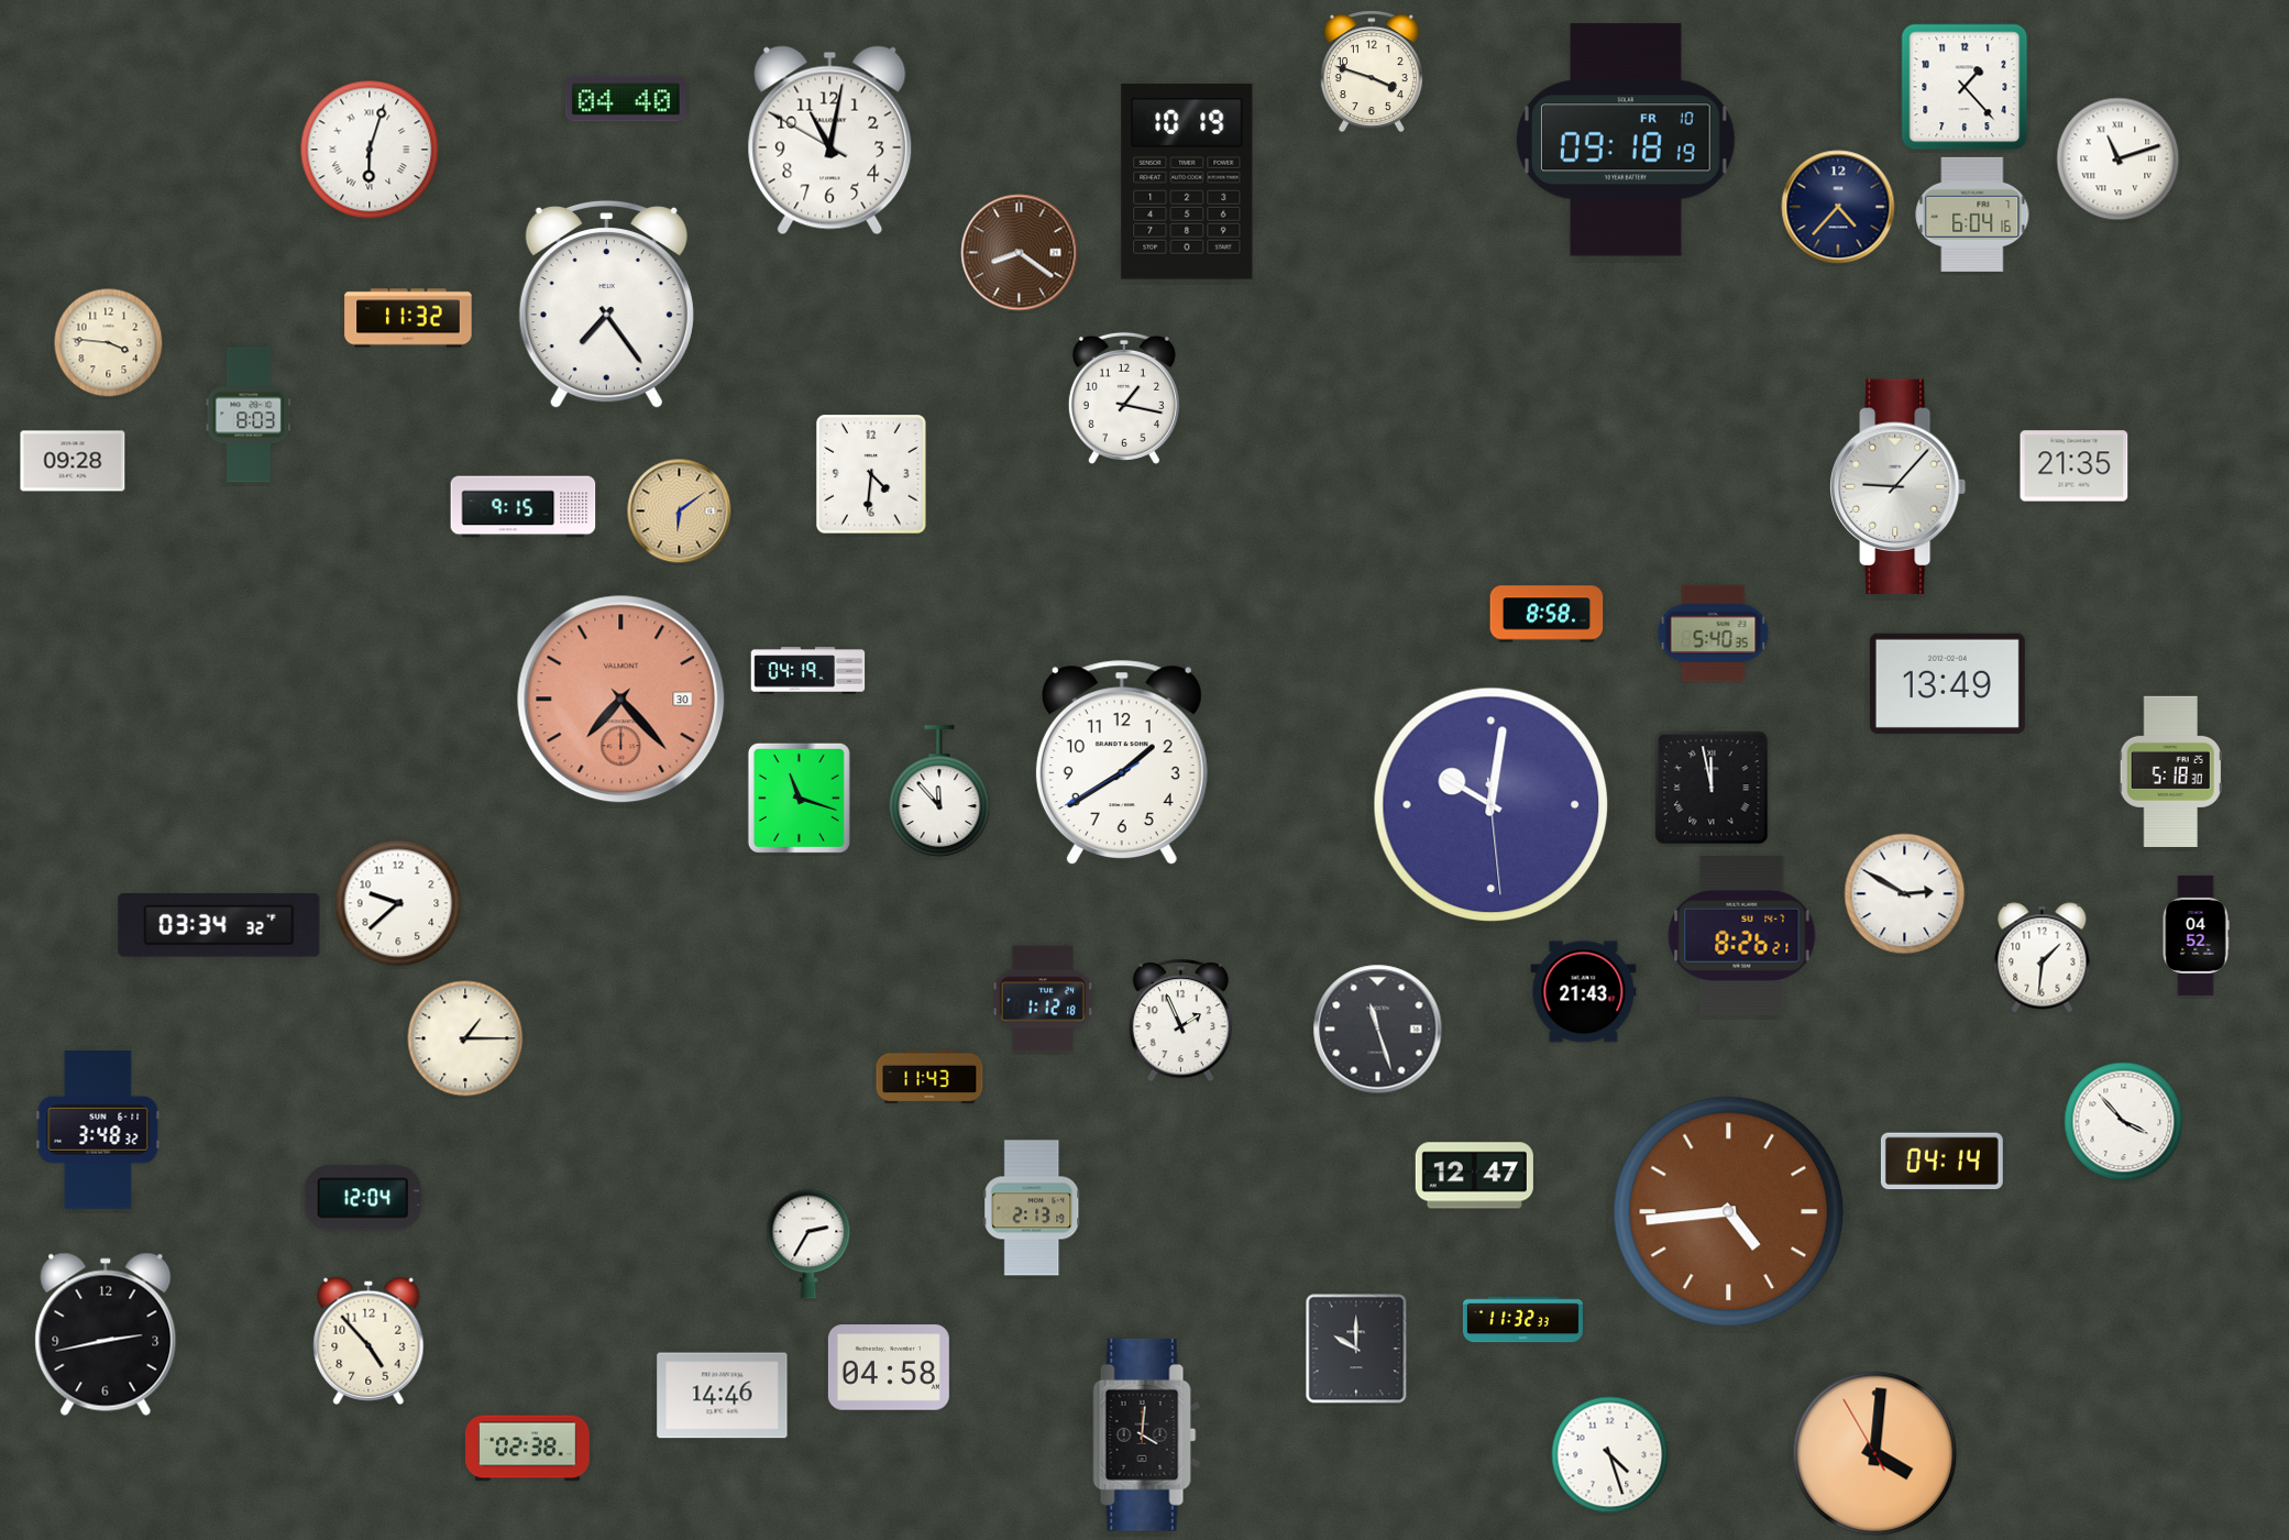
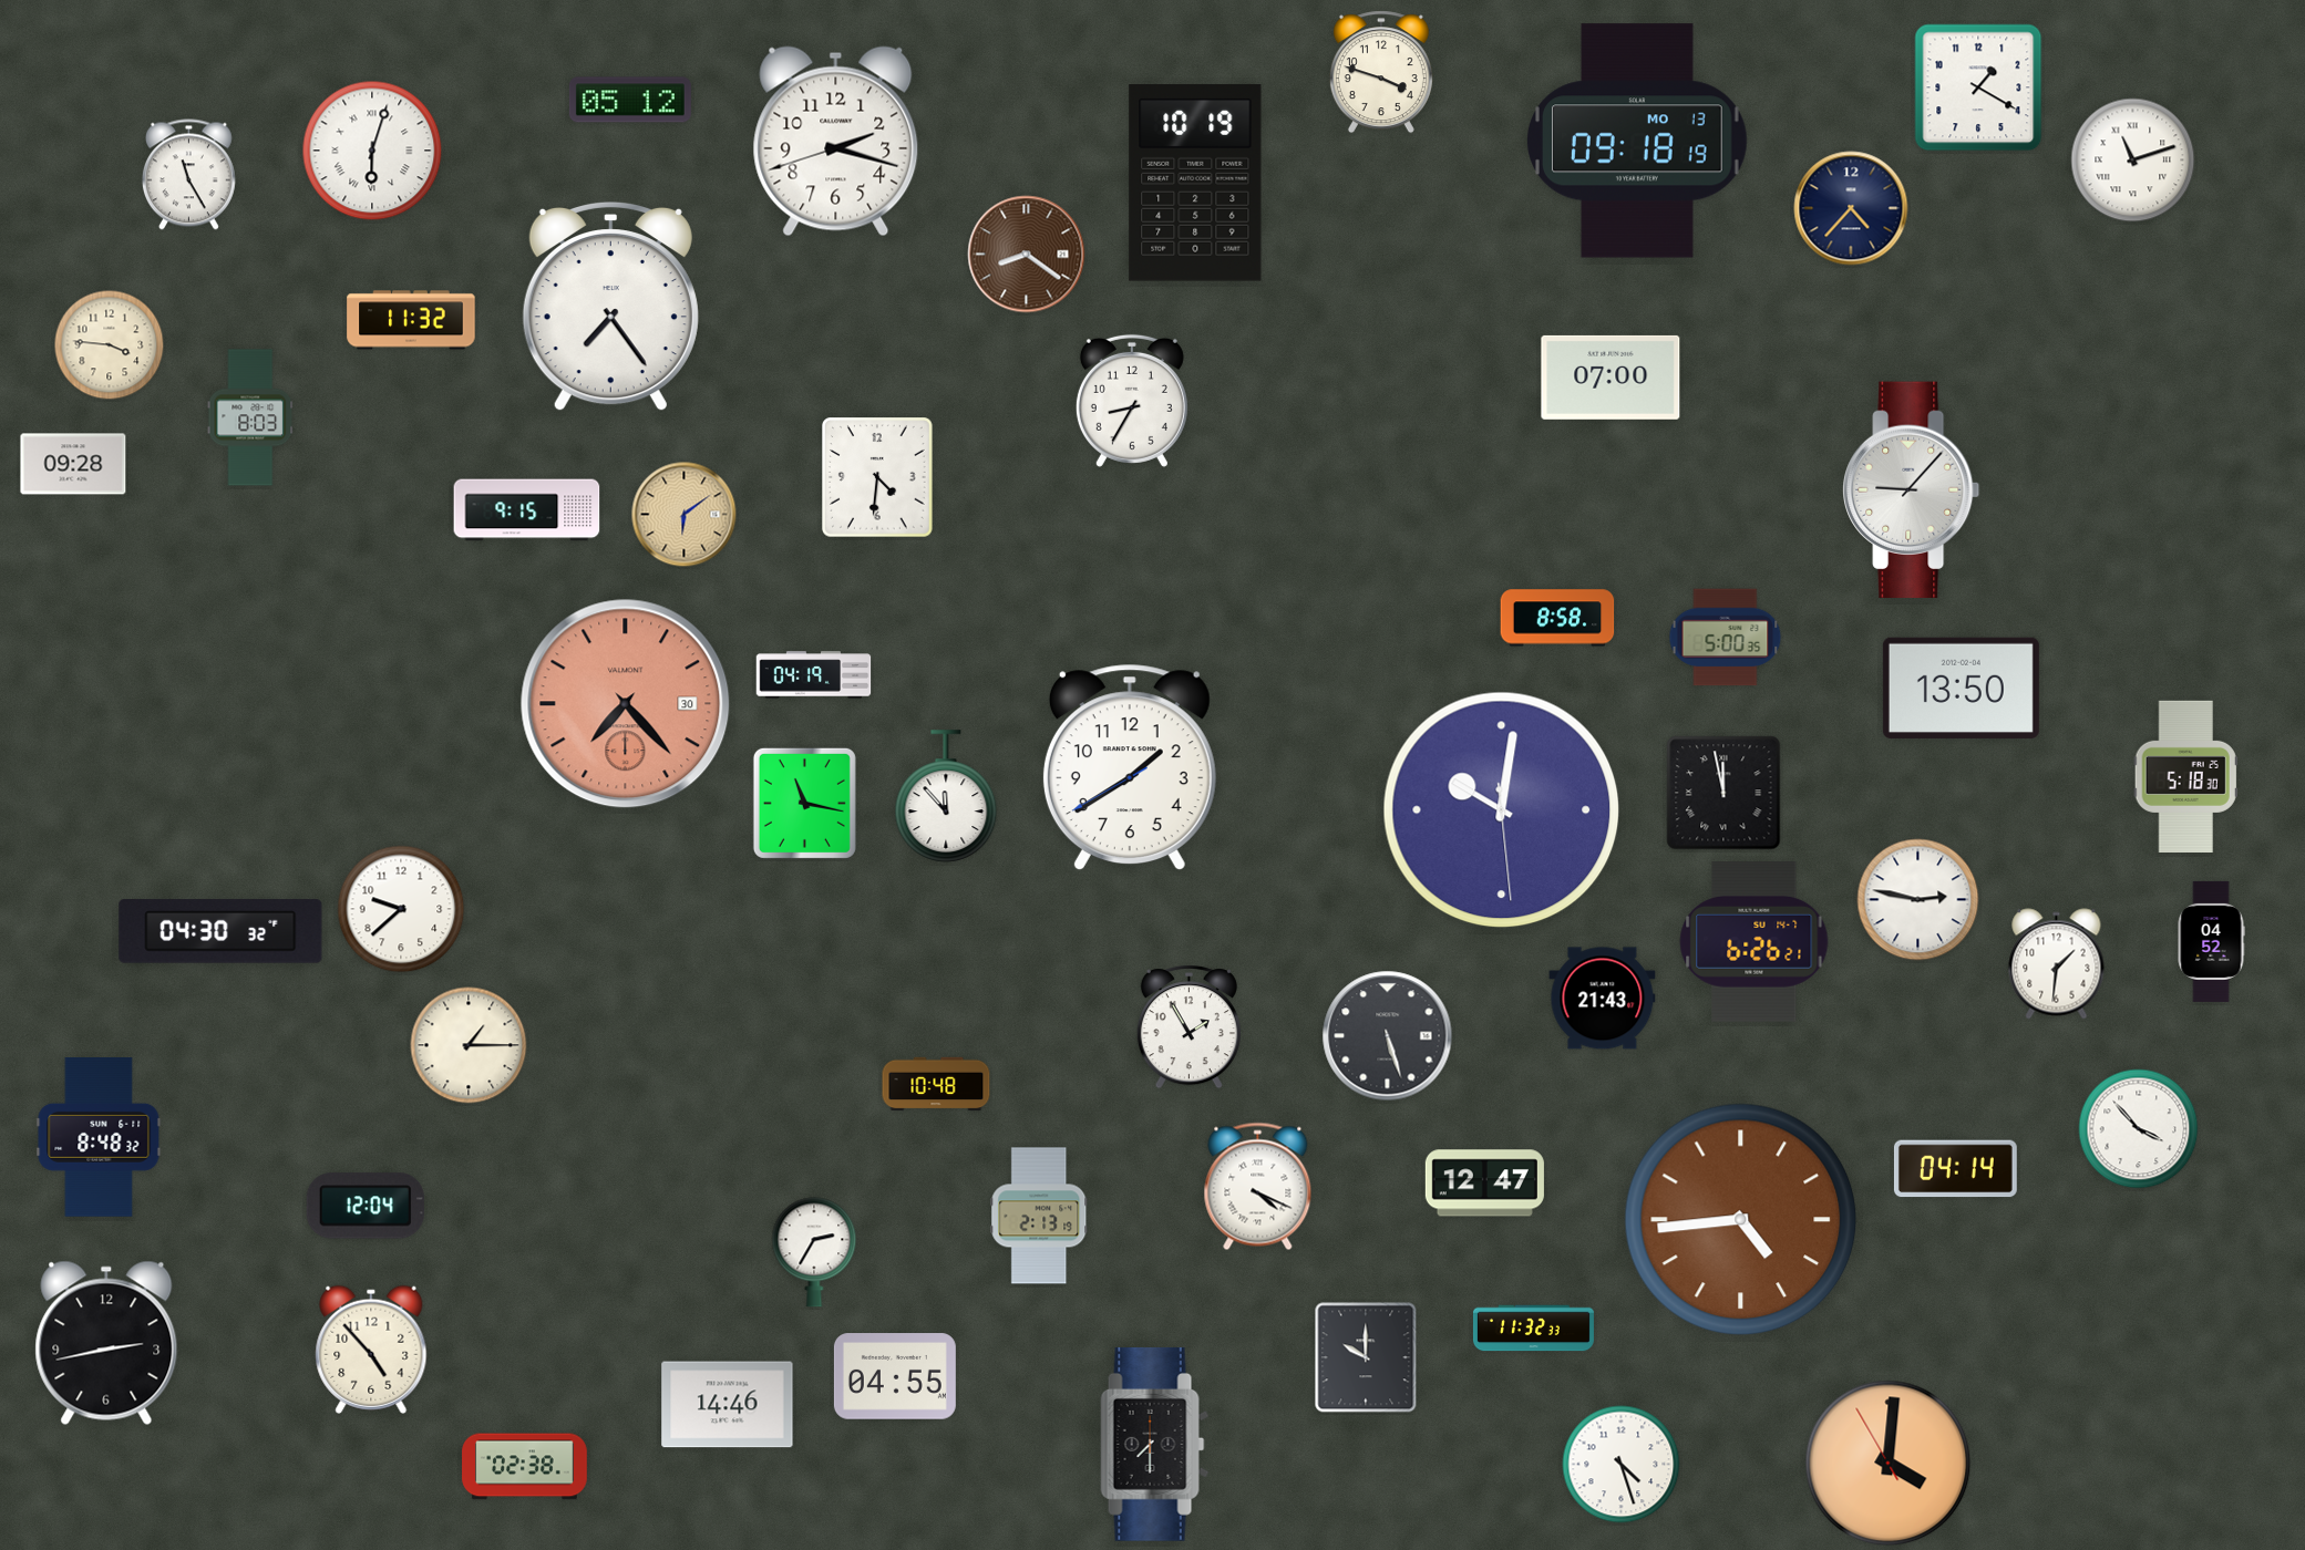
clock at (1965, 87): 1:23 -> 1:20
clock at (626, 99): 04:40 -> 05:12
clock at (1626, 140) date: FR 10 -> MO 13
clock at (830, 141): 11:01 -> 2:17
clock at (188, 175): none -> 11:25
clock at (1972, 215): 6:04 -> none
clock at (1611, 378): none -> 07:00
clock at (1124, 398): 1:17 -> 8:35
clock at (2075, 466): 21:35 -> none
clock at (1714, 634): 5:40 -> 5:00
clock at (1947, 683): 13:49 -> 13:50
clock at (799, 798): 11:18 -> 11:17
clock at (1905, 894): 2:50 -> 2:47
clock at (219, 925): 03:34 -> 04:30
clock at (1742, 936): 8:26 -> 6:26
clock at (1584, 992) position: (1584, 992) -> (1603, 999)
clock at (1043, 999): 1:12 -> none
clock at (1180, 1021): 1:56 -> 1:55
clock at (1378, 1030): 11:27 -> 5:27
clock at (929, 1077): 11:43 -> 10:48
clock at (98, 1131): 3:48 -> 8:48
clock at (1258, 1187): none -> 4:19
clock at (889, 1367): 04:58 -> 04:55
clock at (1147, 1434): 4:01 -> 7:30
clock at (528, 1449) position: (528, 1449) -> (525, 1467)
